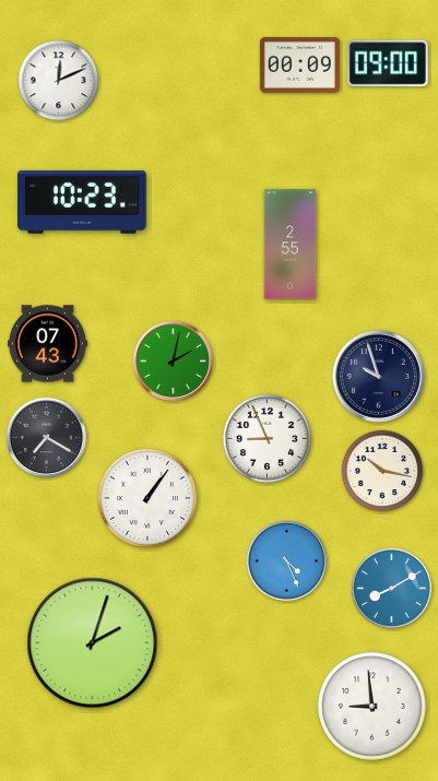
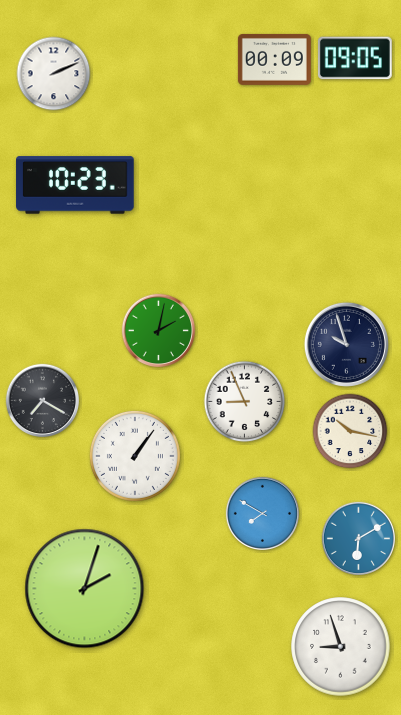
clock at (388, 63): 09:00 -> 09:05
clock at (59, 81): 12:11 -> 2:11
clock at (291, 245): 2:55 -> none
clock at (47, 344): 07:43 -> none
clock at (286, 560): 4:26 -> 7:50
clock at (391, 588): 8:10 -> 6:10
clock at (372, 707): 8:59 -> 8:57
